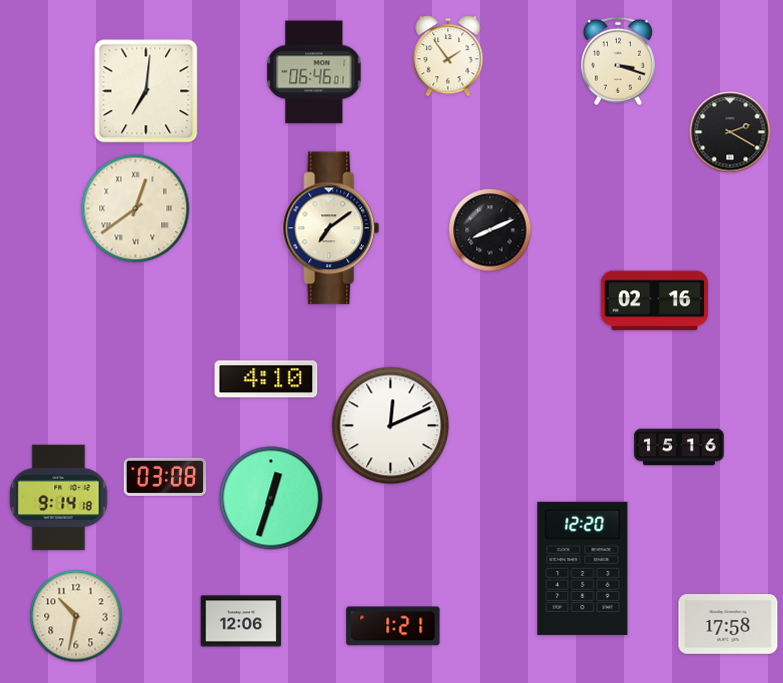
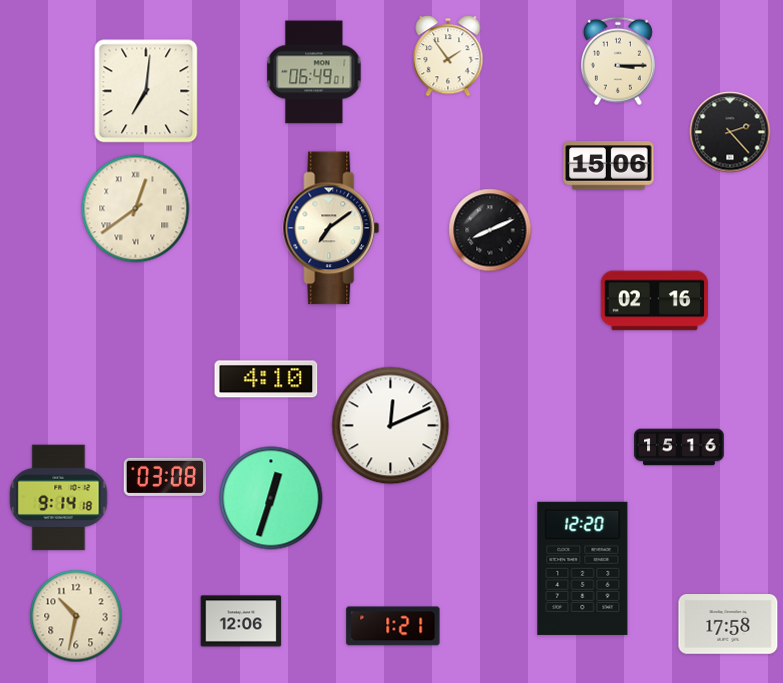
clock at (618, 61): 3:18 -> 3:15
clock at (314, 72): 06:46 -> 06:49
clock at (730, 132): 2:20 -> 2:23
clock at (609, 166): none -> 15:06
